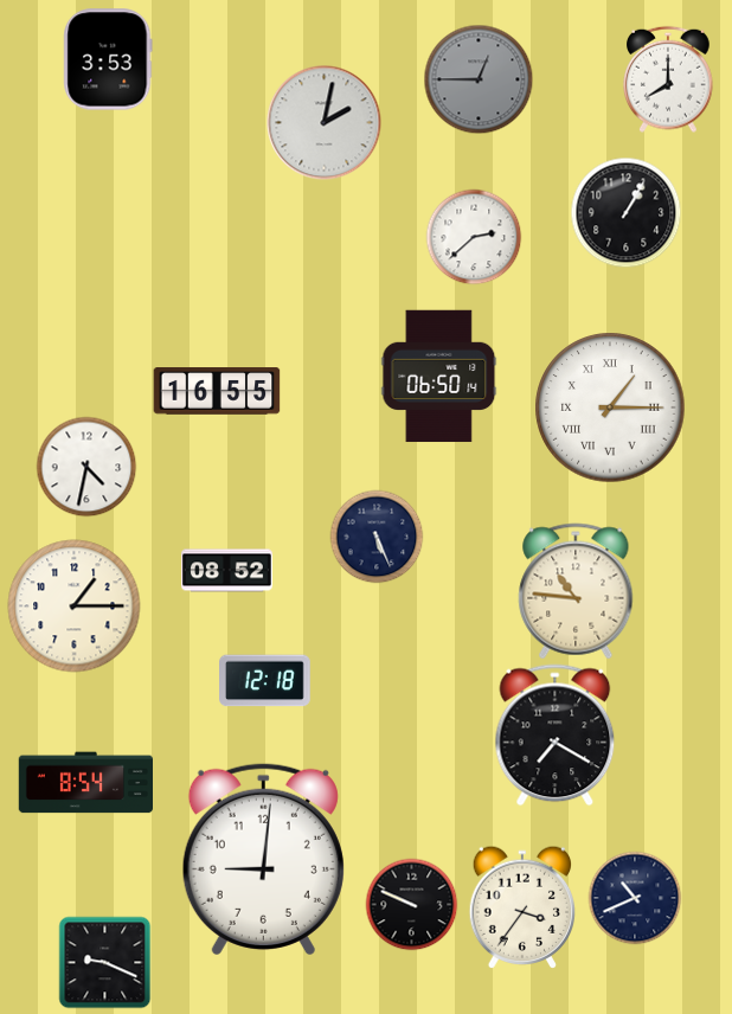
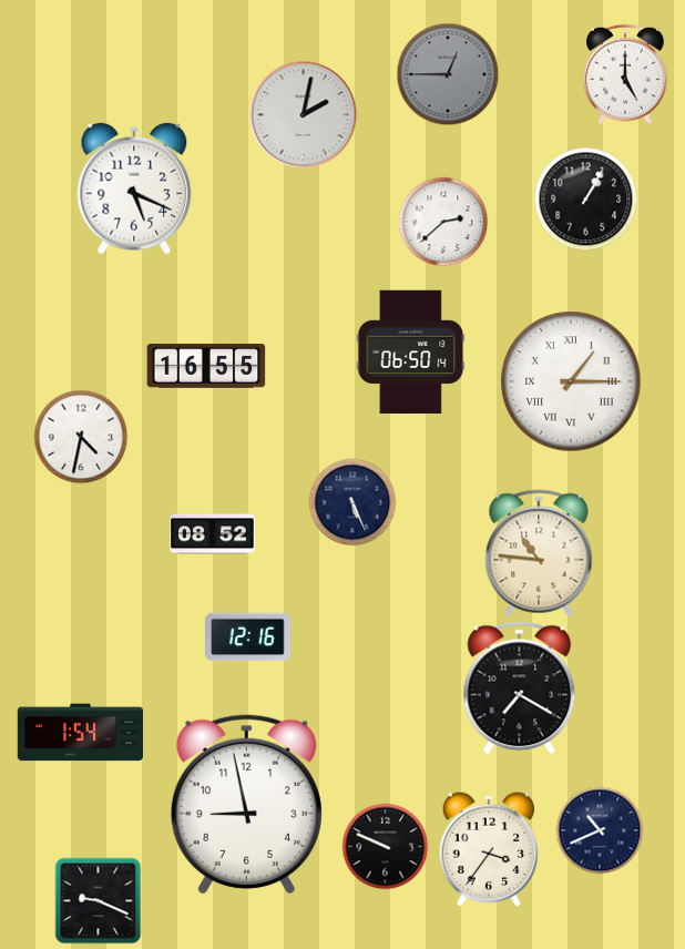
clock at (108, 59): 3:53 -> none
clock at (669, 79): 8:00 -> 5:00
clock at (134, 188): none -> 5:19
clock at (217, 391) position: (217, 391) -> (206, 366)
clock at (75, 607): 1:15 -> none
clock at (265, 681): 12:18 -> 12:16
clock at (85, 783): 8:54 -> 1:54
clock at (263, 859): 9:01 -> 8:58
clock at (635, 898) position: (635, 898) -> (600, 830)
